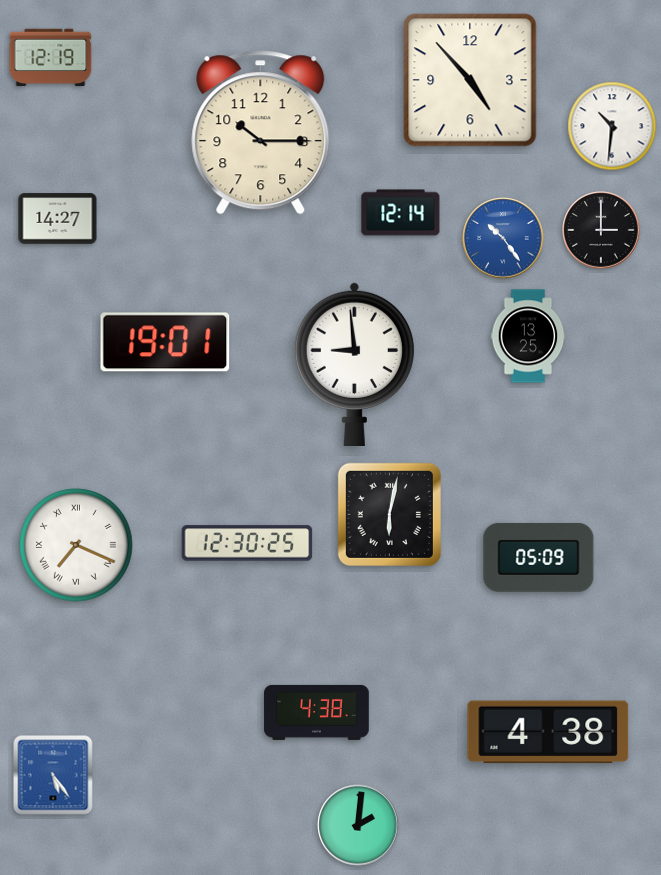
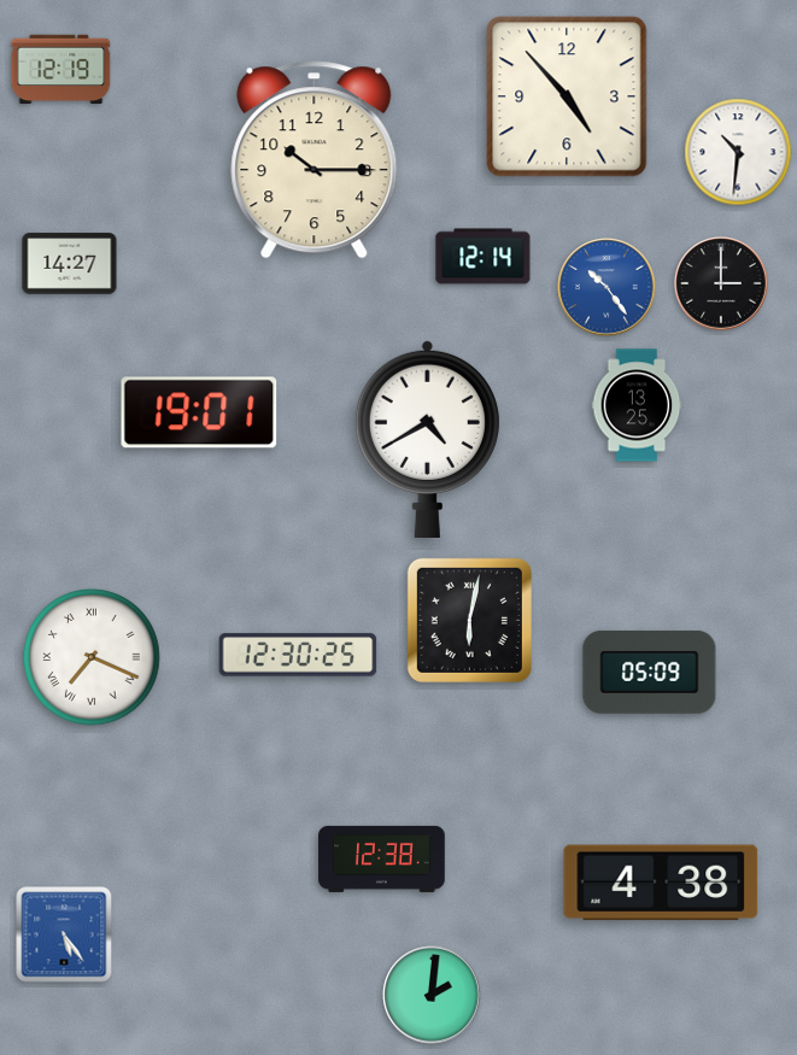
clock at (601, 230) position: (601, 230) -> (721, 283)
clock at (354, 363): 8:59 -> 4:40
clock at (317, 712): 4:38 -> 12:38
